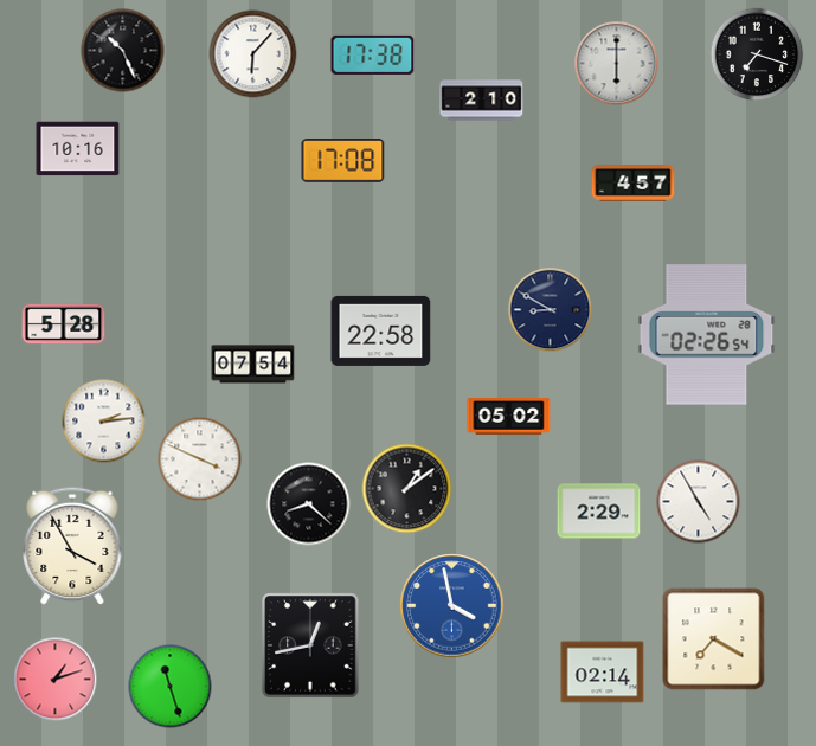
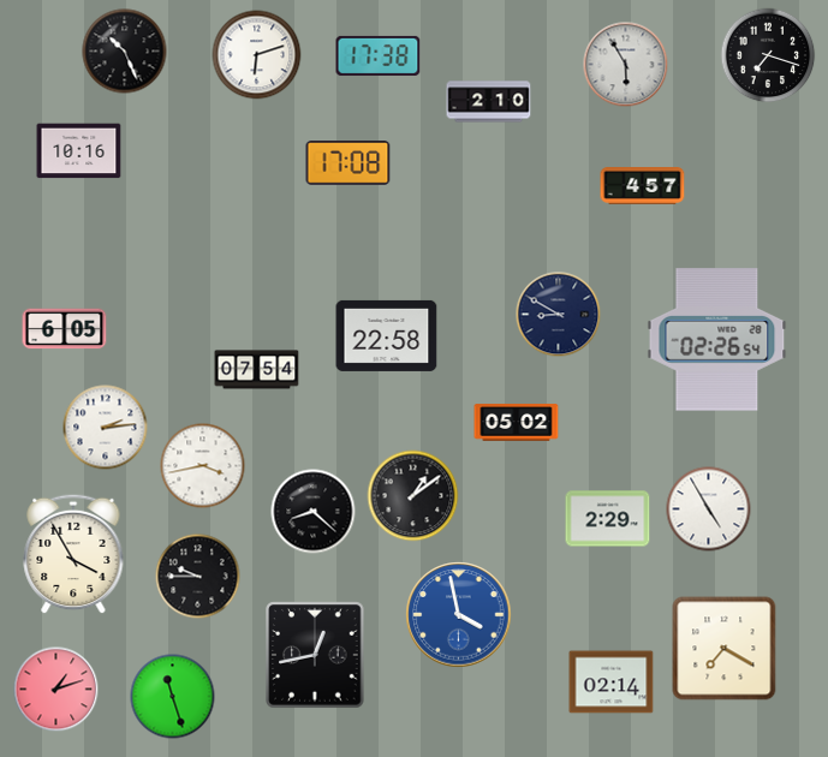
clock at (253, 54): 6:07 -> 6:12
clock at (617, 64): 6:00 -> 5:55
clock at (64, 324): 5:28 -> 6:05
clock at (200, 459): 3:49 -> 3:43
clock at (198, 577): none -> 9:45
